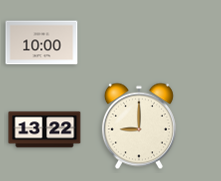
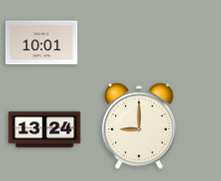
clock at (42, 43): 10:00 -> 10:01
clock at (45, 130): 13:22 -> 13:24
